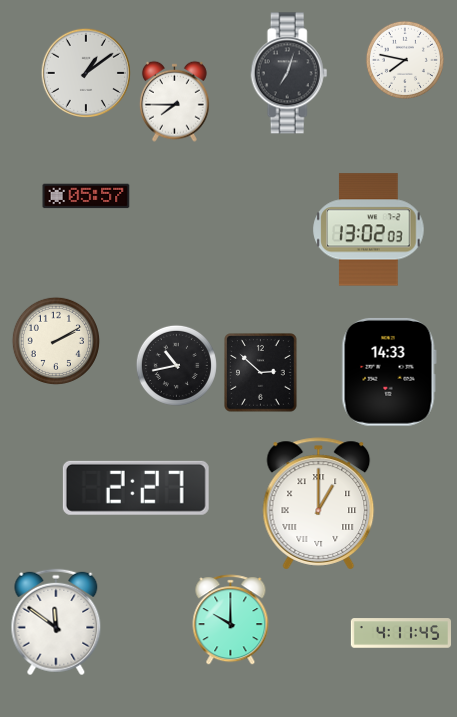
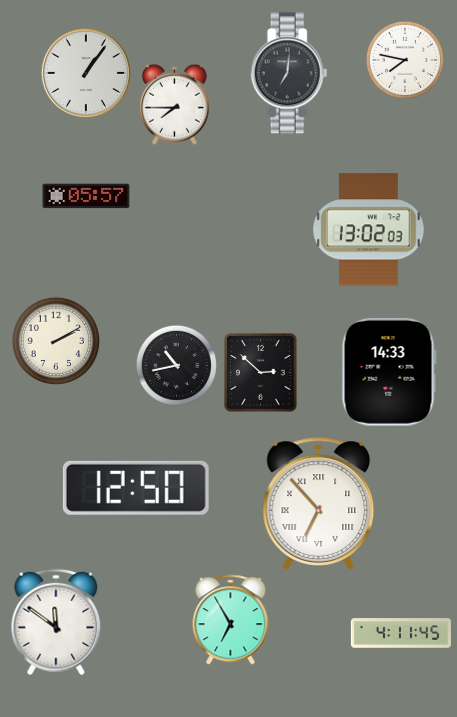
clock at (85, 72): 1:09 -> 1:06
clock at (289, 73): 7:03 -> 7:01
clock at (174, 101) position: (174, 101) -> (174, 104)
clock at (136, 488): 2:27 -> 12:50
clock at (319, 504): 1:00 -> 6:53
clock at (231, 620): 10:00 -> 6:55
